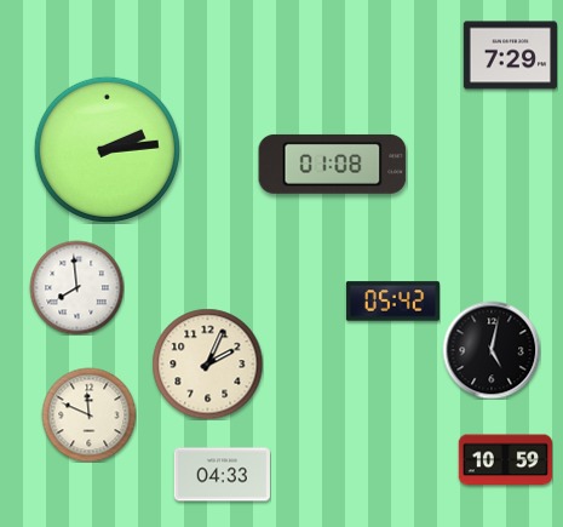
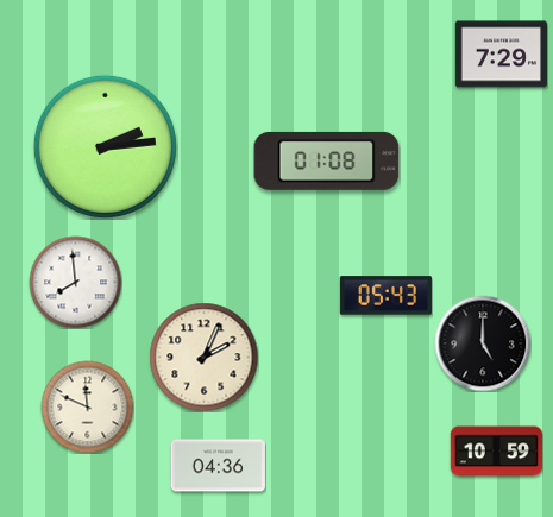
clock at (392, 302): 05:42 -> 05:43
clock at (492, 350): 5:02 -> 5:00
clock at (222, 475): 04:33 -> 04:36
